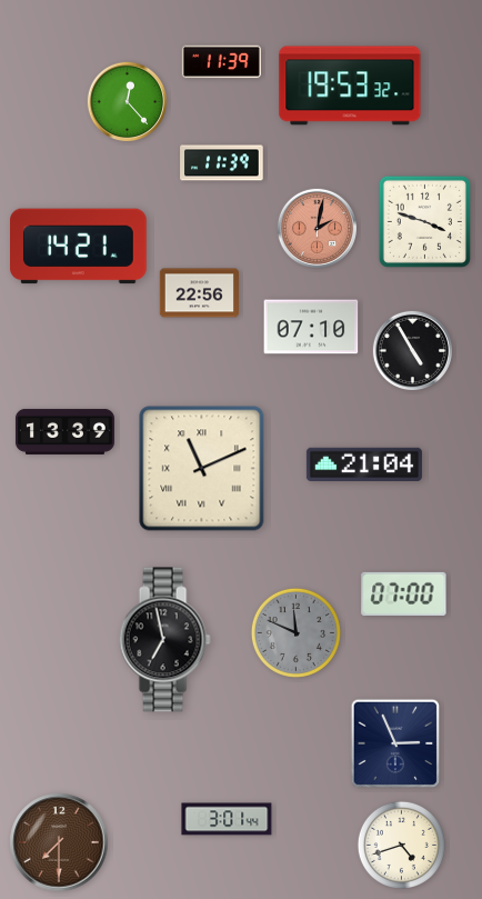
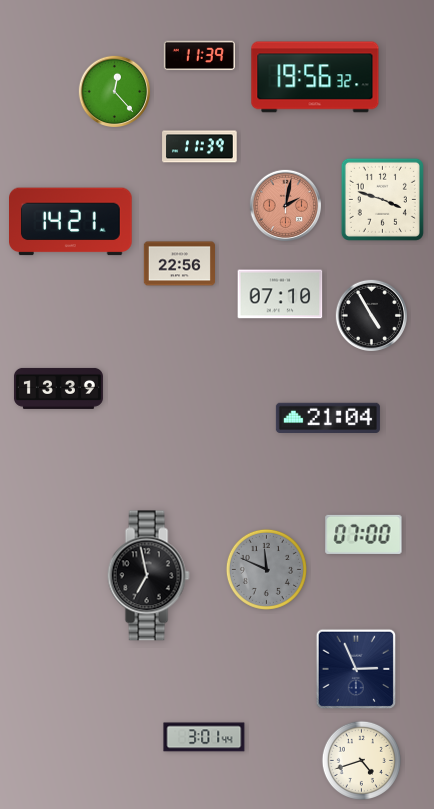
clock at (350, 86): 19:53 -> 19:56
clock at (202, 469): 11:11 -> none
clock at (59, 842): 7:30 -> none
